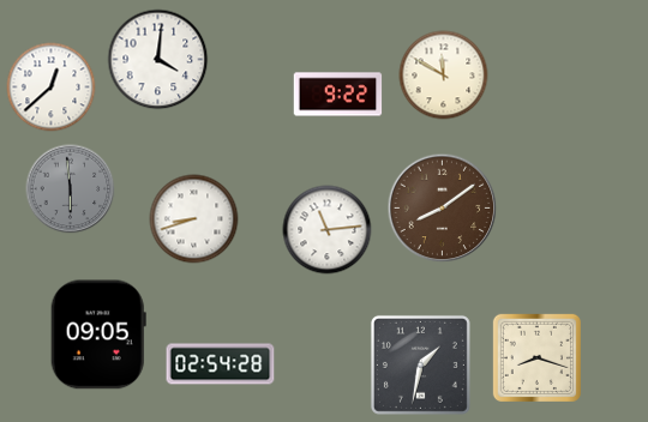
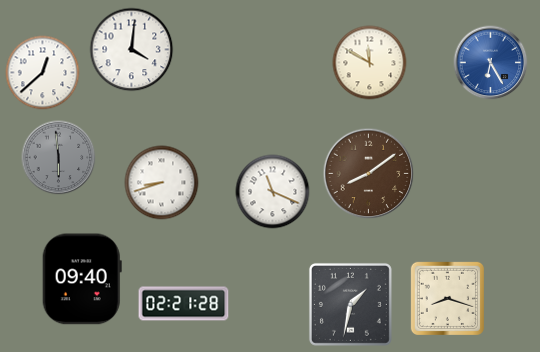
clock at (491, 63): none -> 6:25
clock at (338, 95): 9:22 -> none
clock at (328, 230): 11:14 -> 11:19
clock at (98, 334): 09:05 -> 09:40
clock at (221, 364): 02:54 -> 02:21
